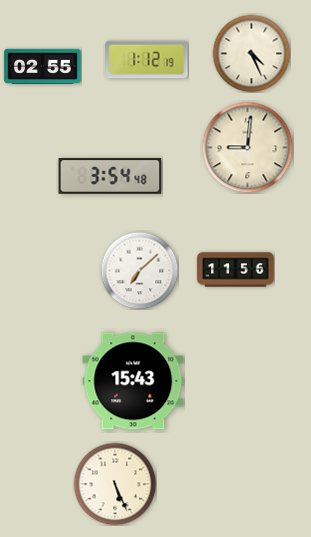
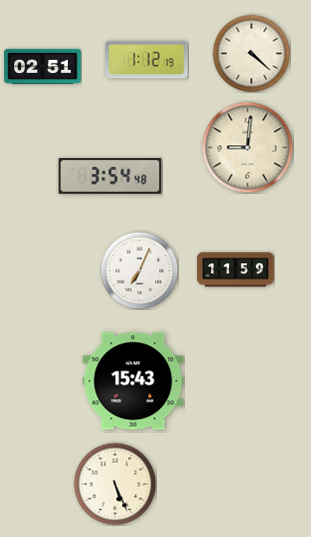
clock at (251, 53): 4:26 -> 4:22
clock at (43, 67): 02:55 -> 02:51
clock at (139, 270): 7:08 -> 7:04
clock at (236, 270): 11:56 -> 11:59
